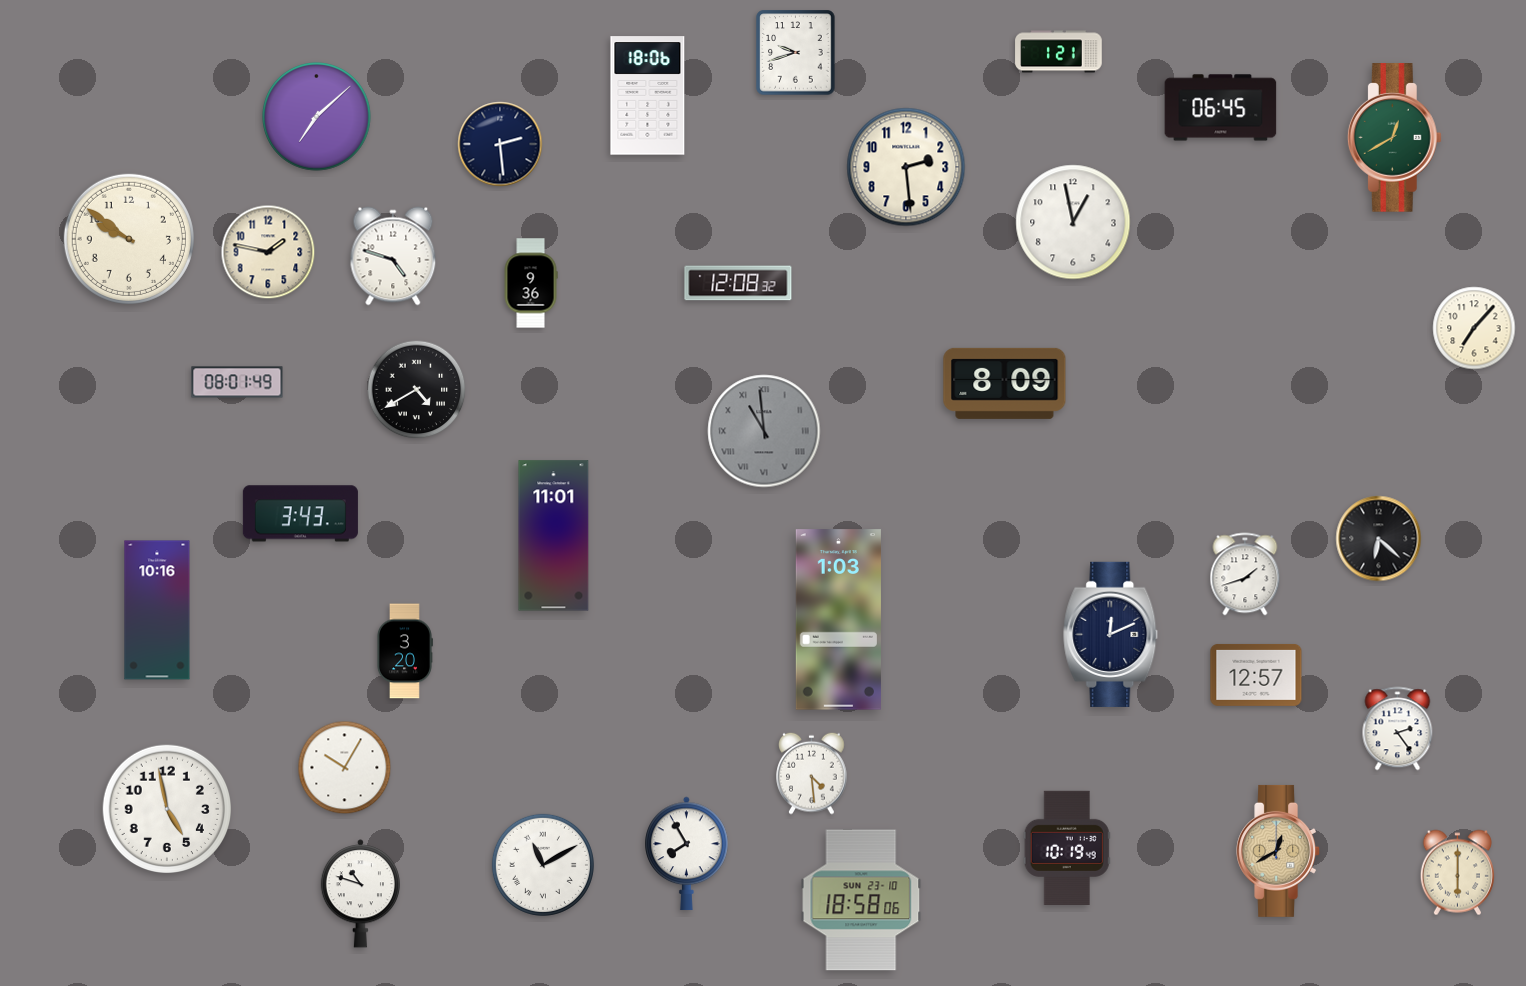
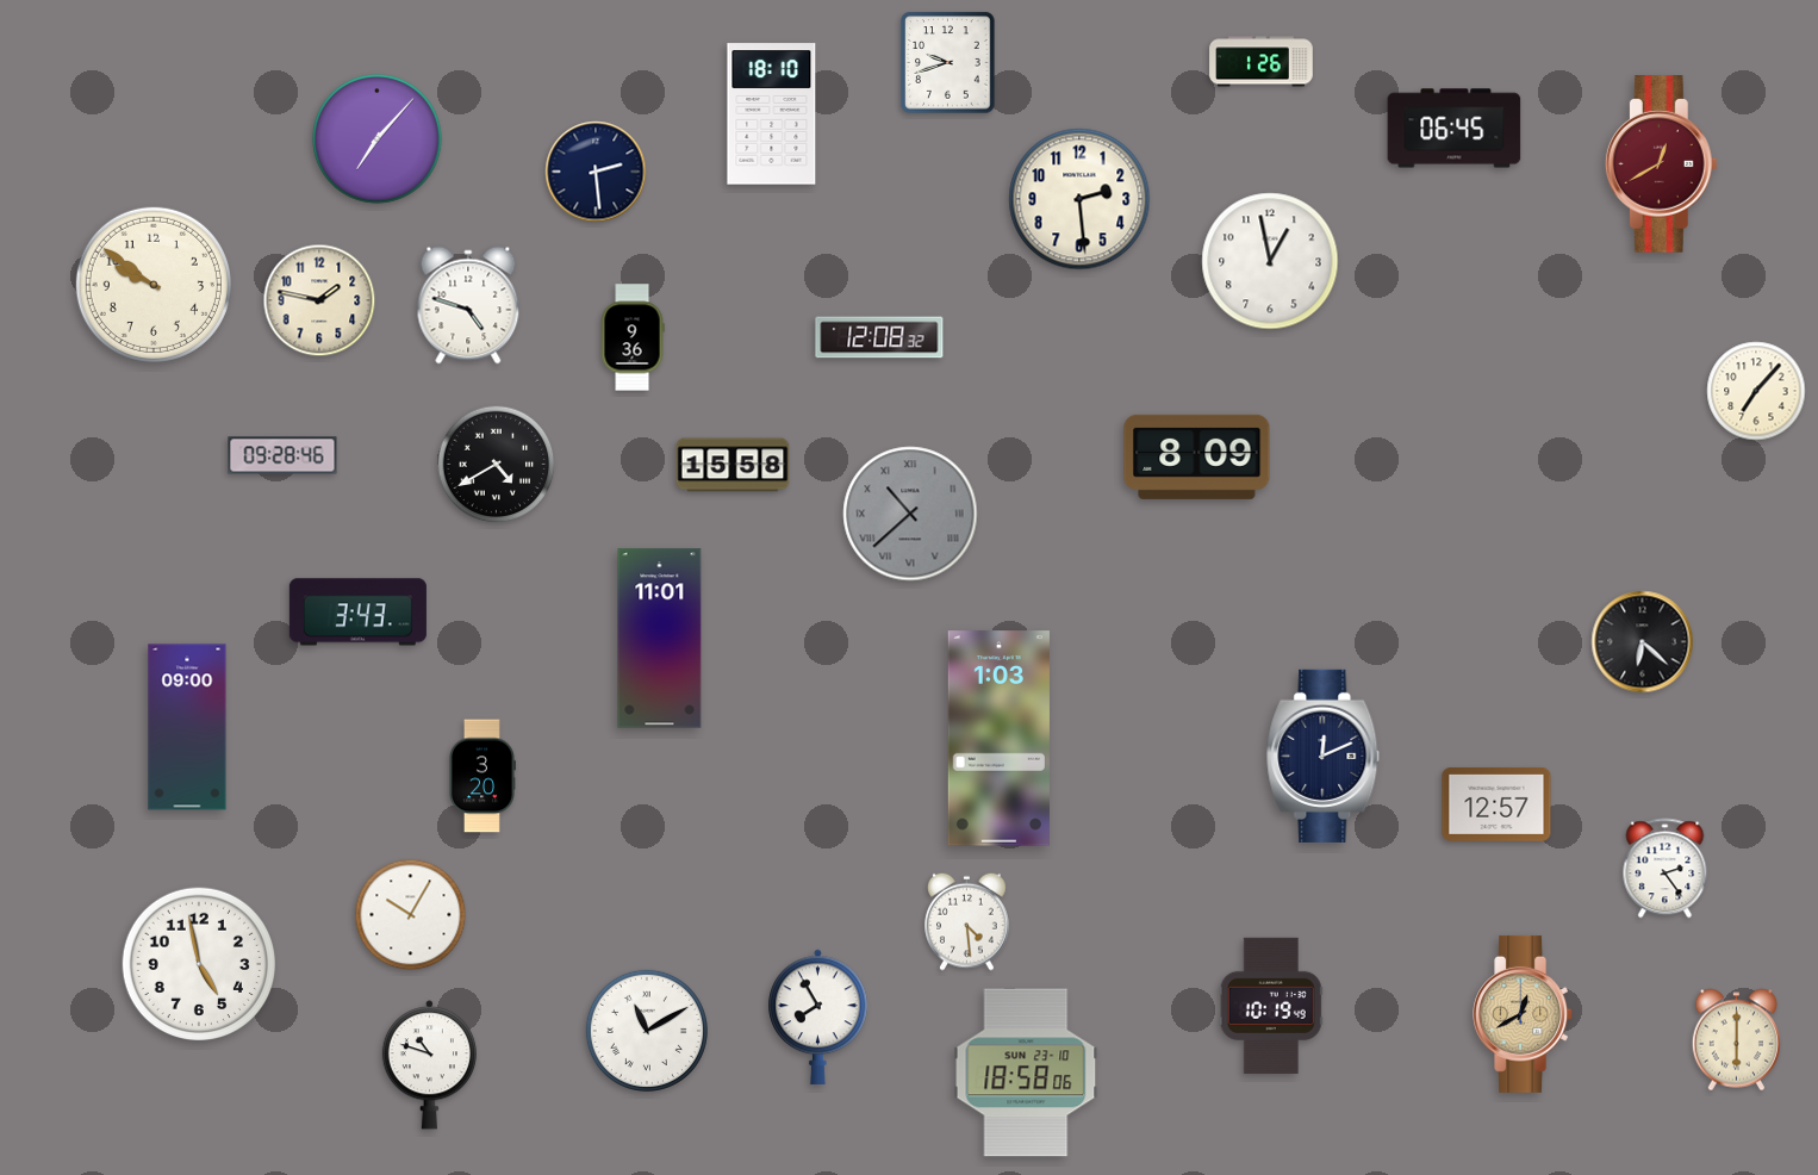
clock at (1059, 52): 1:21 -> 1:26
clock at (648, 96): 18:06 -> 18:10
clock at (317, 117): 7:08 -> 7:07
clock at (1394, 138) dial: green -> burgundy
clock at (1073, 222) position: (1073, 222) -> (1270, 261)
clock at (237, 382): 08:01 -> 09:28
clock at (733, 465): none -> 15:58
clock at (764, 431): 10:59 -> 10:38
clock at (1245, 574): 1:42 -> none
clock at (157, 610): 10:16 -> 09:00
clock at (1067, 848) position: (1067, 848) -> (1271, 1006)
